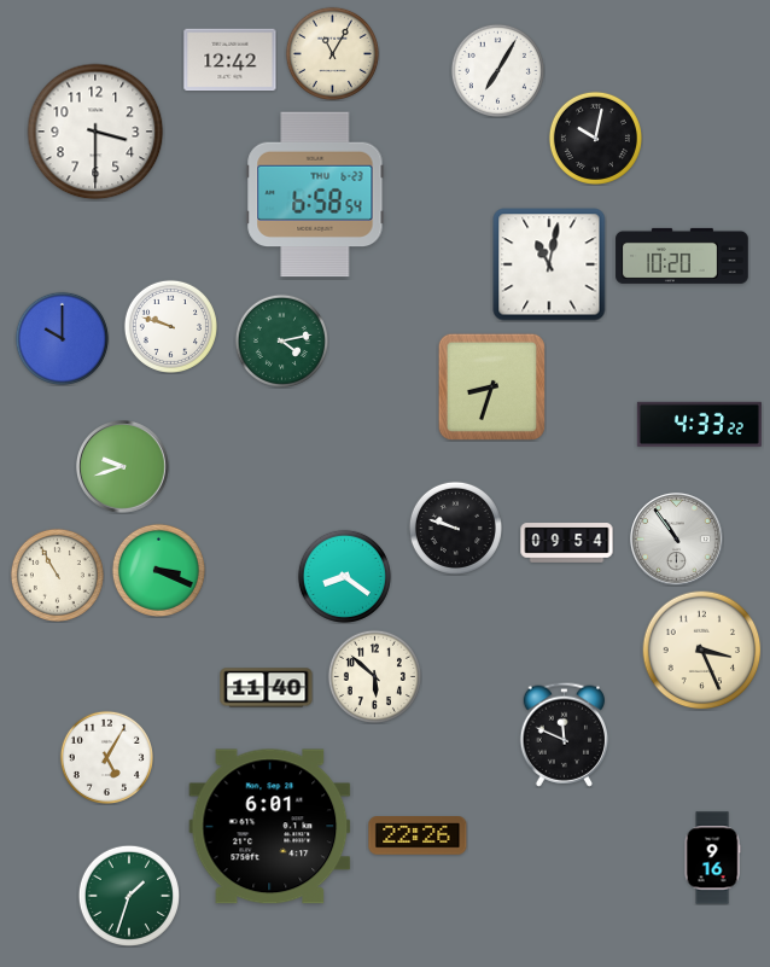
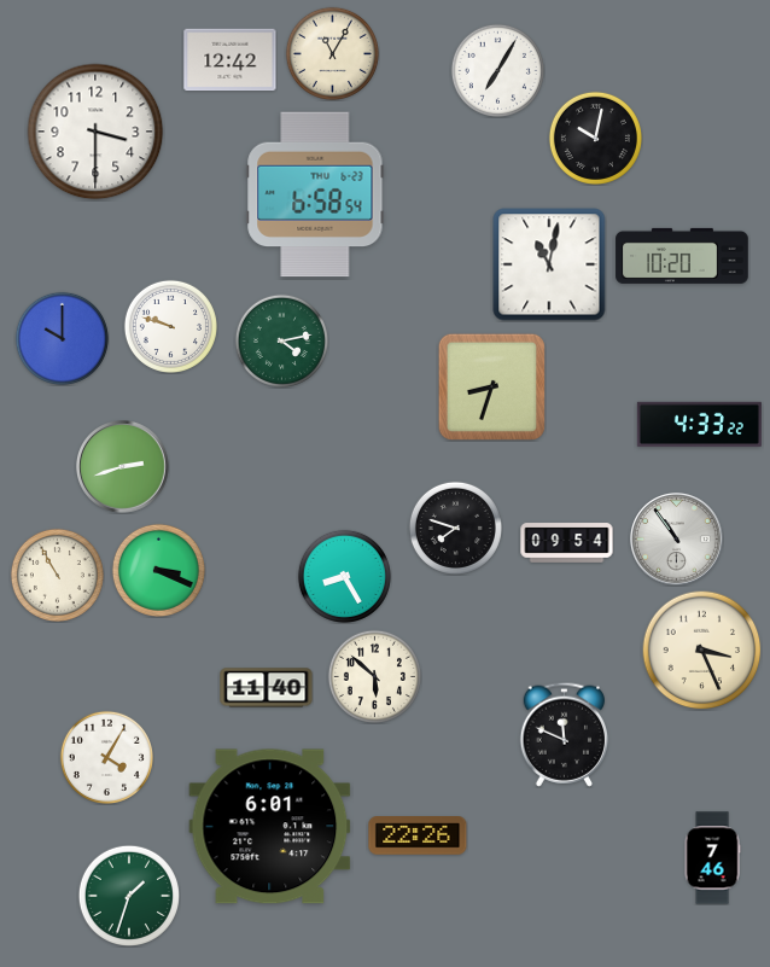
clock at (123, 467): 9:42 -> 2:42
clock at (455, 528): 9:48 -> 7:48
clock at (344, 576): 8:21 -> 8:25
clock at (106, 757): 5:05 -> 4:05
clock at (712, 858): 9:16 -> 7:46
